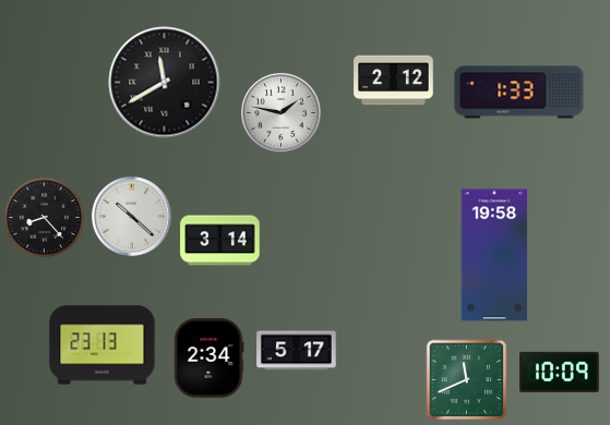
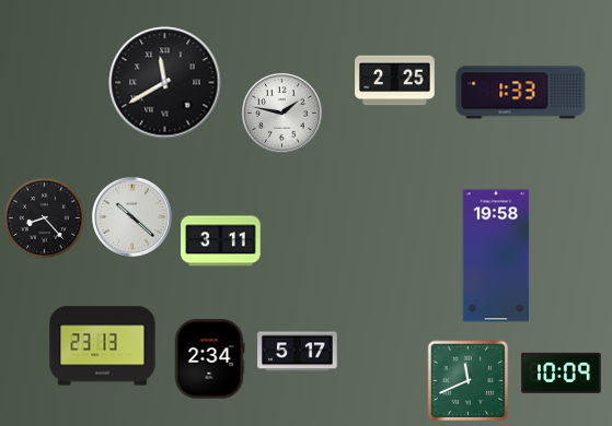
clock at (394, 81): 2:12 -> 2:25
clock at (220, 241): 3:14 -> 3:11
